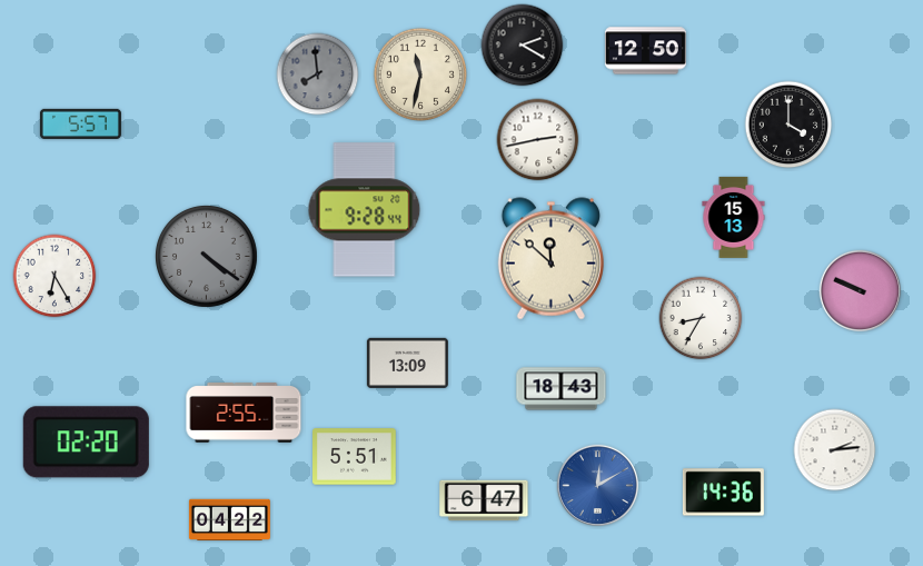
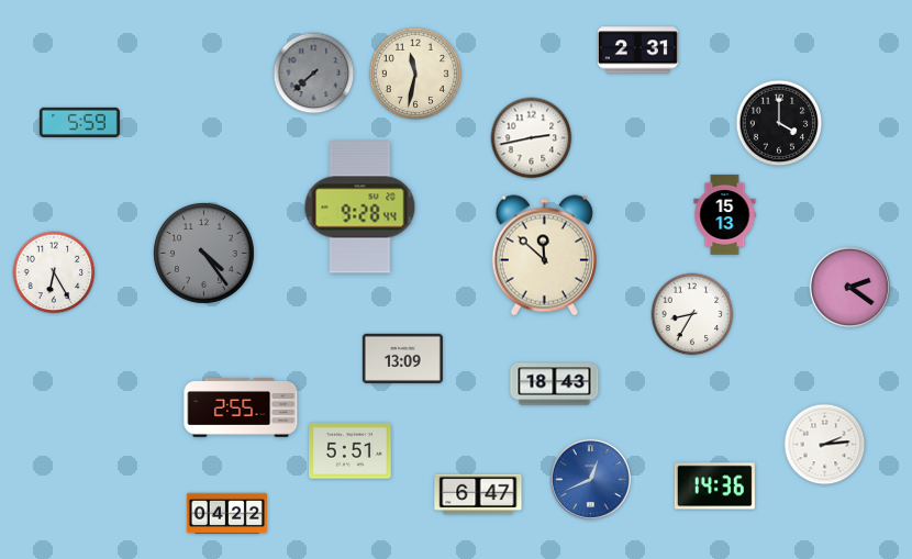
clock at (523, 46): 2:20 -> none
clock at (645, 51): 12:50 -> 2:31
clock at (318, 75): 7:59 -> 7:38
clock at (80, 123): 5:57 -> 5:59
clock at (206, 256): 4:21 -> 4:24
clock at (860, 290): 9:49 -> 2:21
clock at (86, 443): 02:20 -> none
clock at (597, 485): 12:10 -> 12:41
